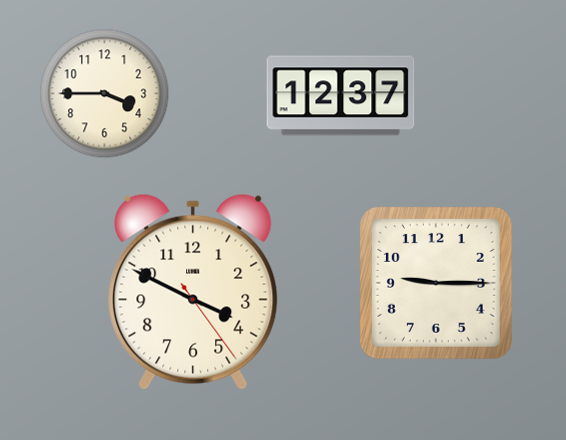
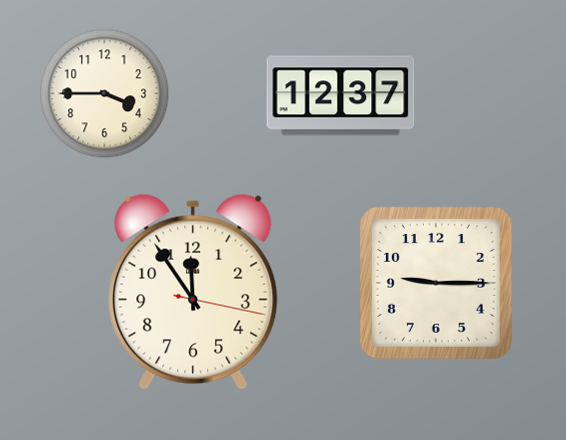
clock at (193, 292): 3:49 -> 11:54
